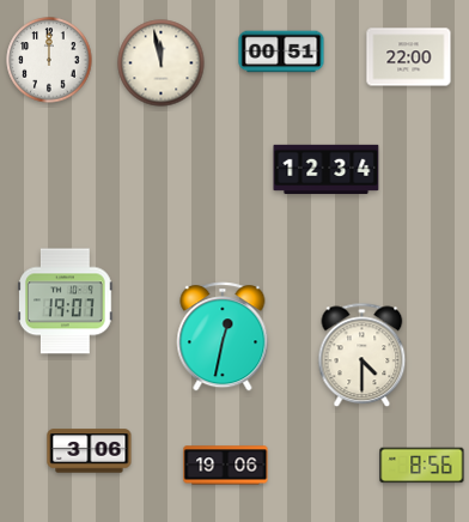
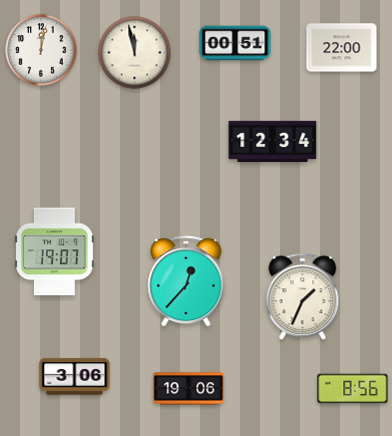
clock at (49, 60): 12:00 -> 12:02
clock at (223, 336): 12:32 -> 12:37
clock at (363, 356): 4:30 -> 1:34
